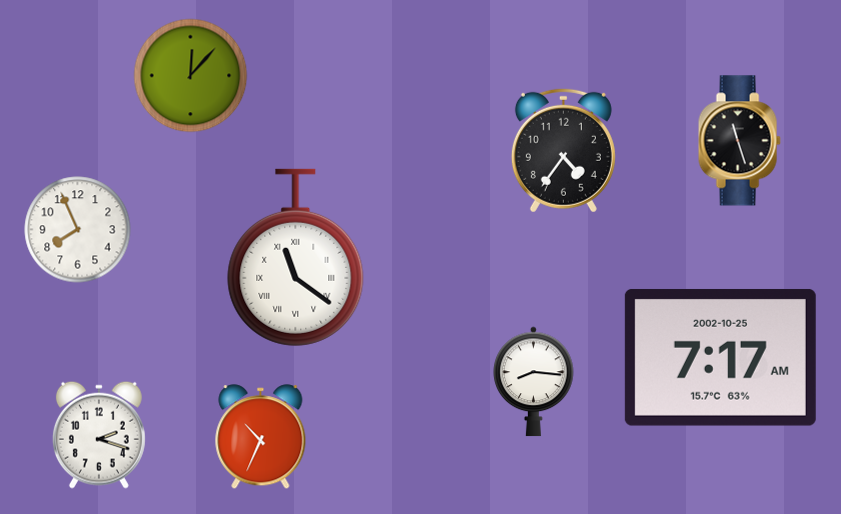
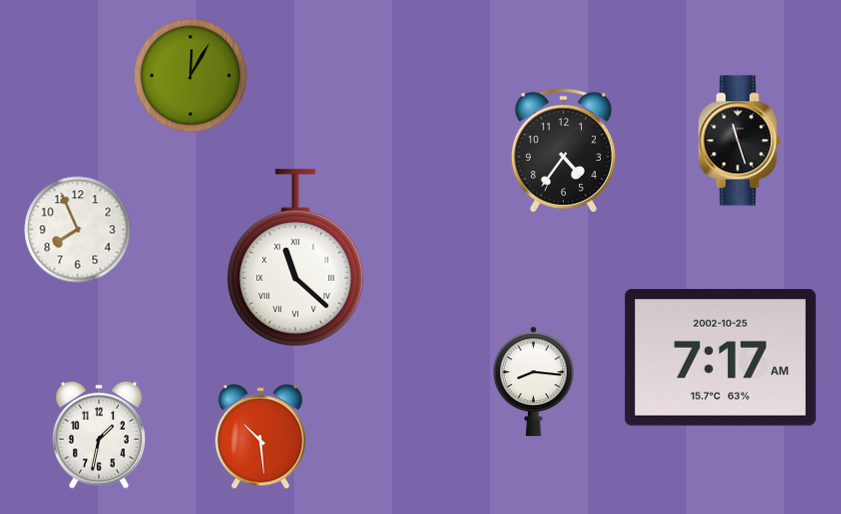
clock at (191, 76): 12:07 -> 12:05
clock at (296, 257): 11:21 -> 11:22
clock at (99, 435): 2:18 -> 1:32
clock at (261, 437): 10:34 -> 10:29
